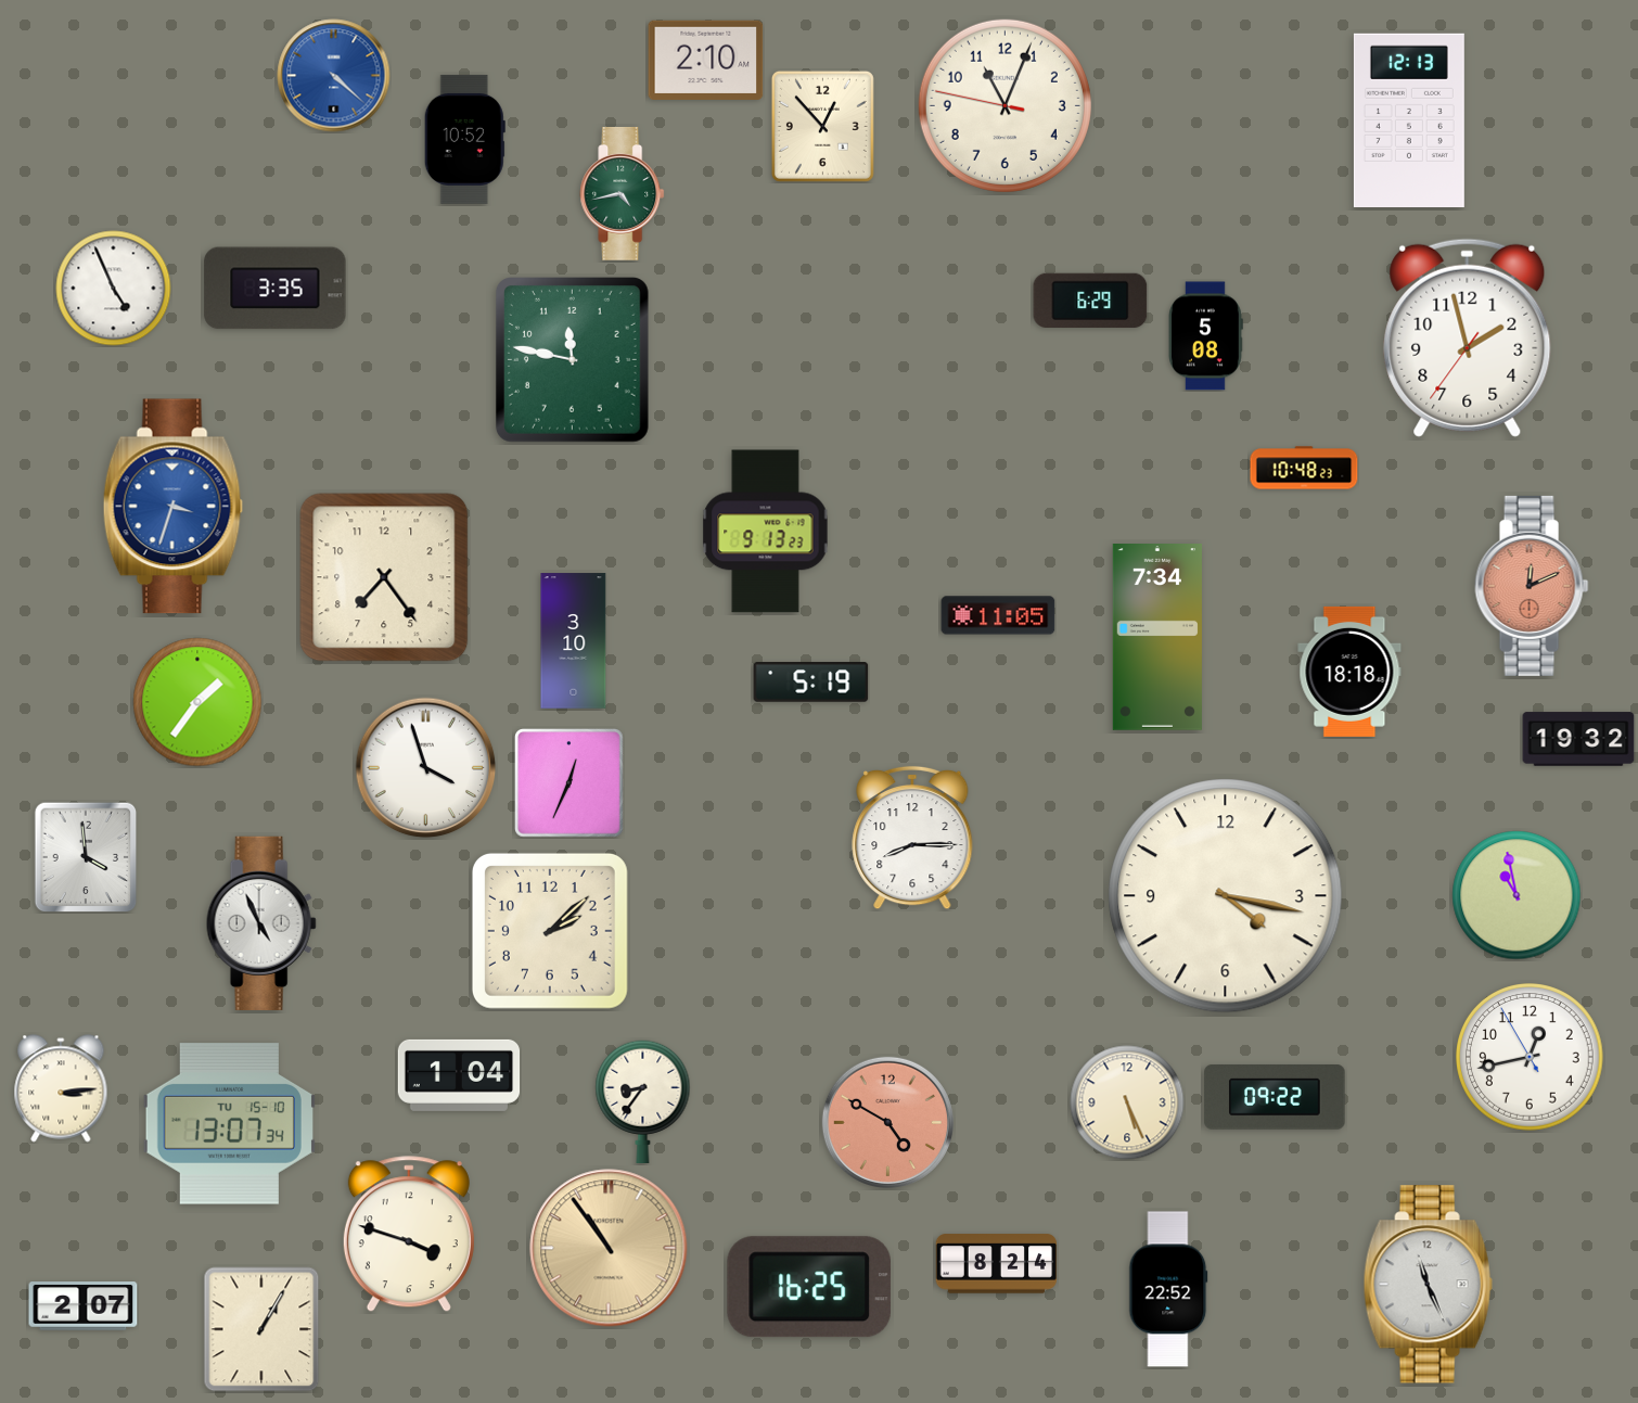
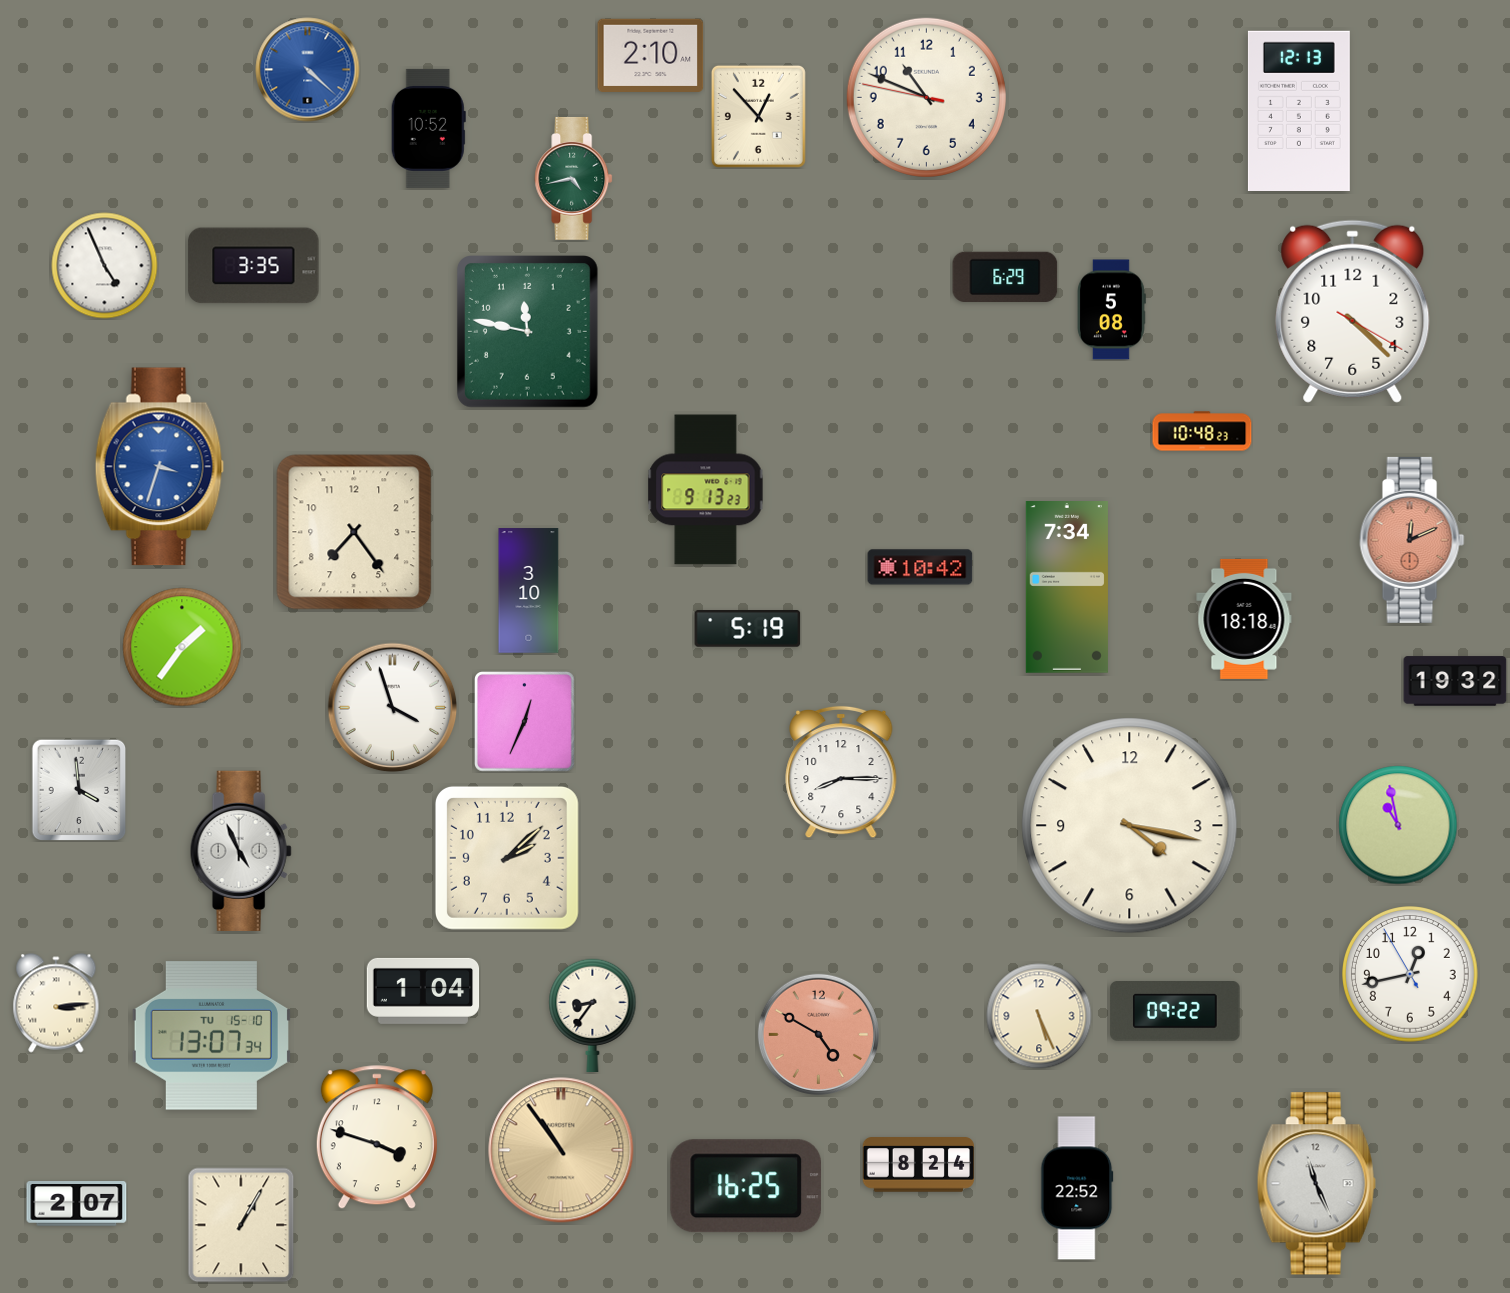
clock at (1004, 105): 11:03 -> 10:48
clock at (1468, 337): 1:57 -> 4:22
clock at (998, 615): 11:05 -> 10:42
